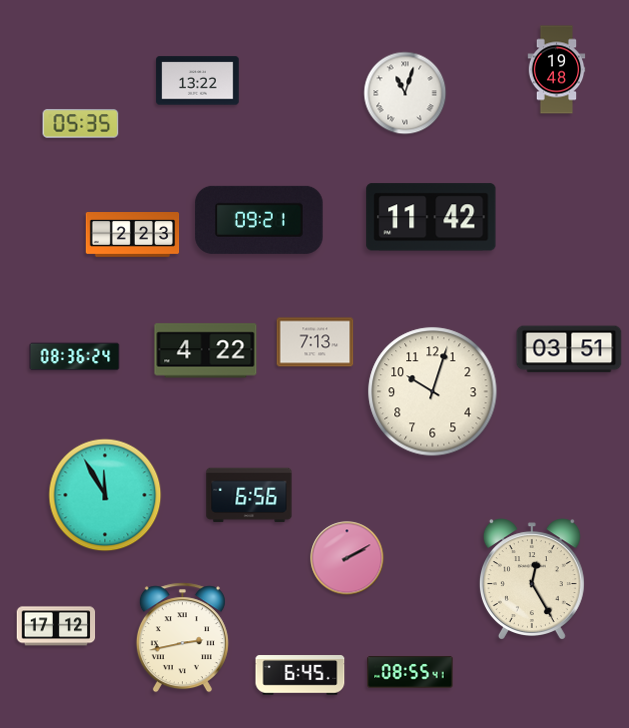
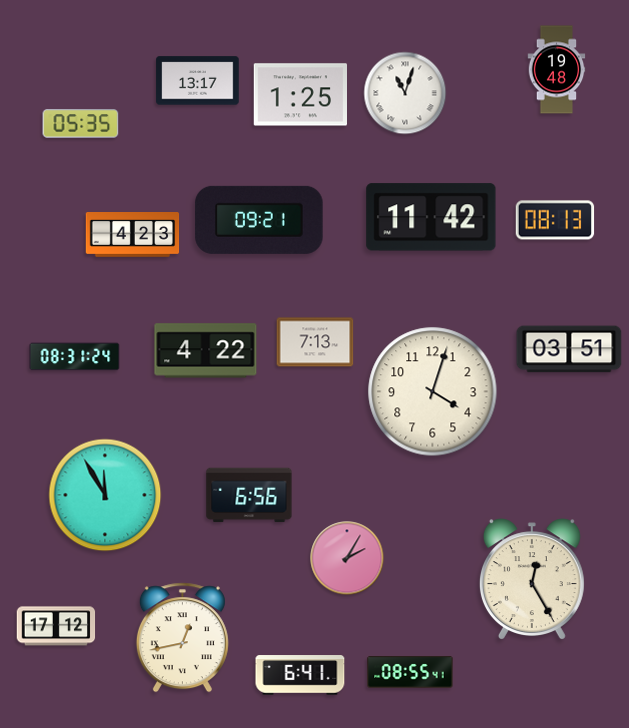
clock at (198, 81): 13:22 -> 13:17
clock at (300, 95): none -> 1:25
clock at (555, 220): none -> 08:13
clock at (133, 235): 2:23 -> 4:23
clock at (75, 357): 08:36 -> 08:31
clock at (433, 392): 10:03 -> 4:03
clock at (347, 558): 2:10 -> 2:05
clock at (182, 638): 2:43 -> 12:43
clock at (300, 675): 6:45 -> 6:41
